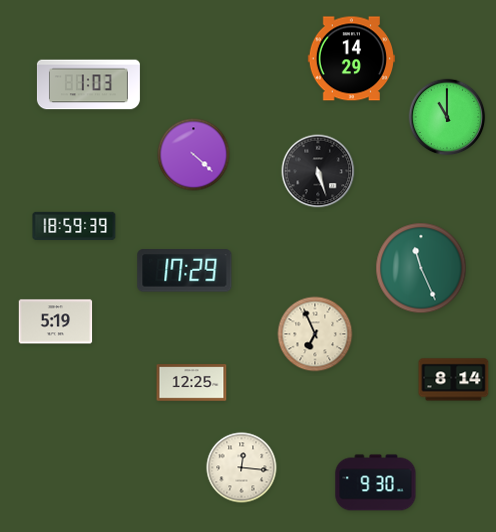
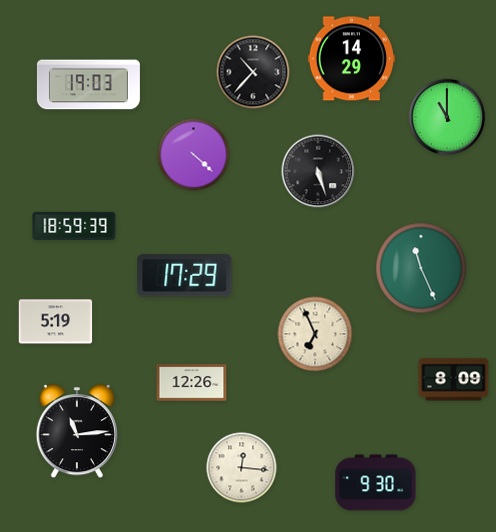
clock at (253, 72): none -> 10:37
clock at (88, 85): 1:03 -> 19:03
clock at (185, 271) position: (185, 271) -> (185, 276)
clock at (454, 380): 8:14 -> 8:09
clock at (192, 383): 12:25 -> 12:26
clock at (77, 432): none -> 11:14
